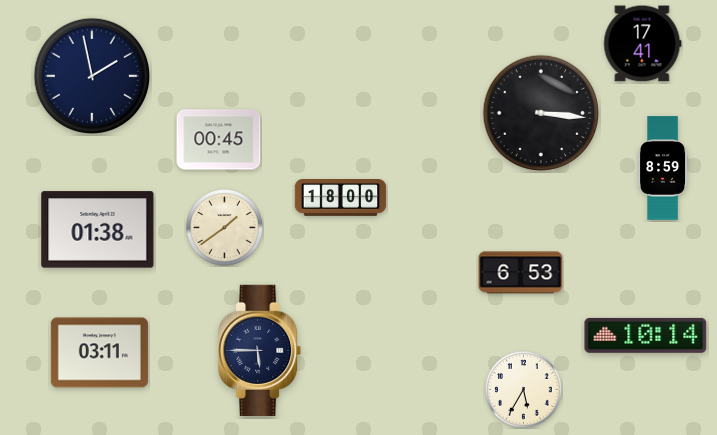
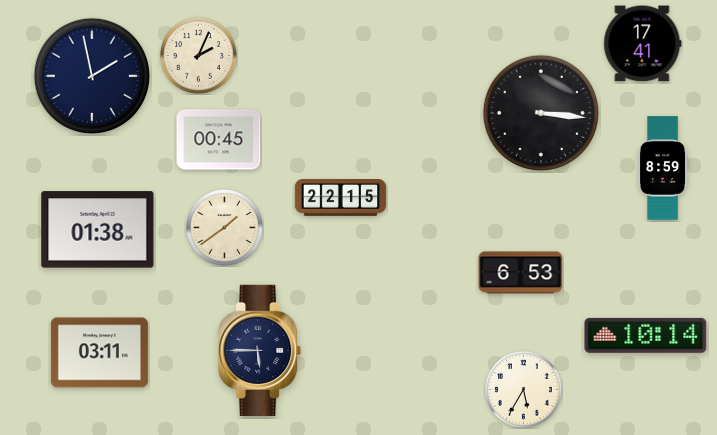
clock at (199, 56): none -> 2:04
clock at (341, 198): 18:00 -> 22:15
